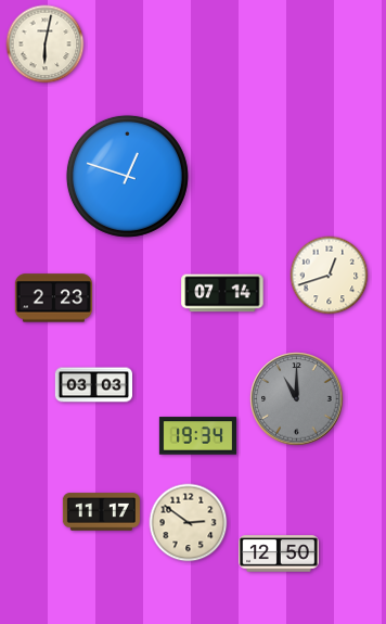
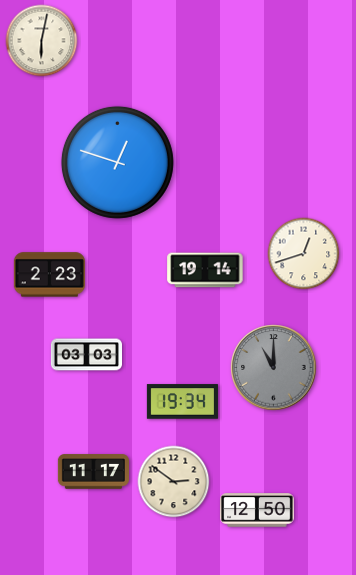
clock at (222, 293): 07:14 -> 19:14
